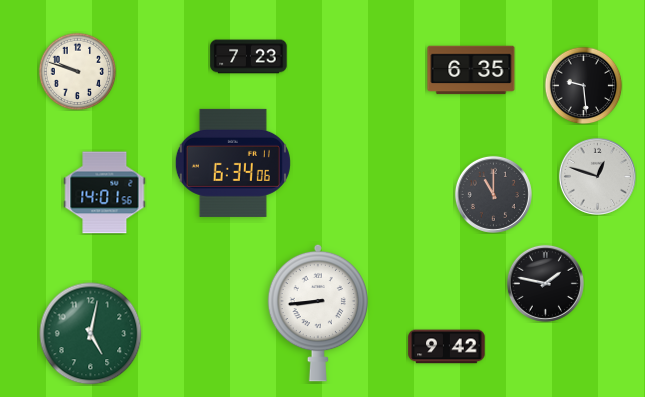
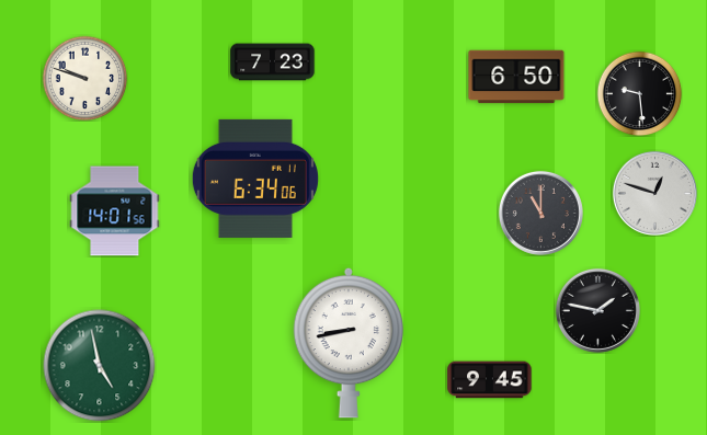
clock at (471, 70): 6:35 -> 6:50
clock at (318, 313): 8:44 -> 8:43
clock at (91, 334): 5:02 -> 4:58
clock at (447, 347): 9:42 -> 9:45
